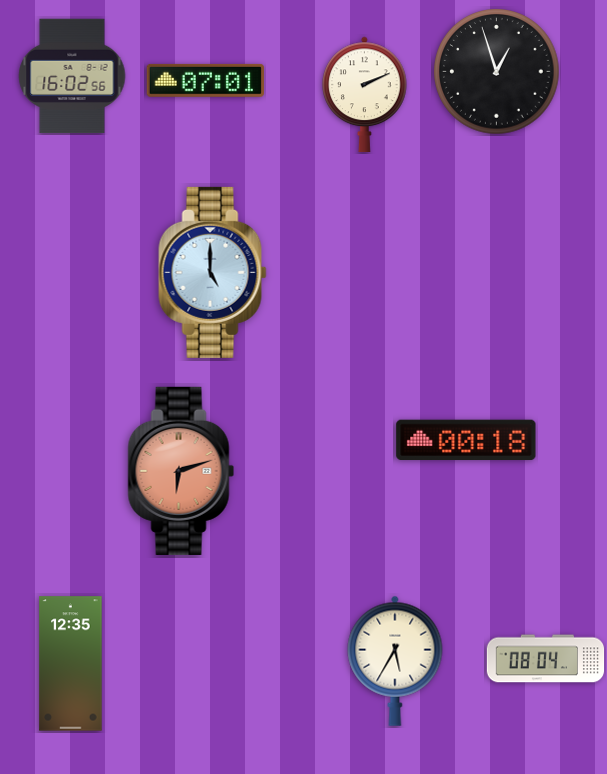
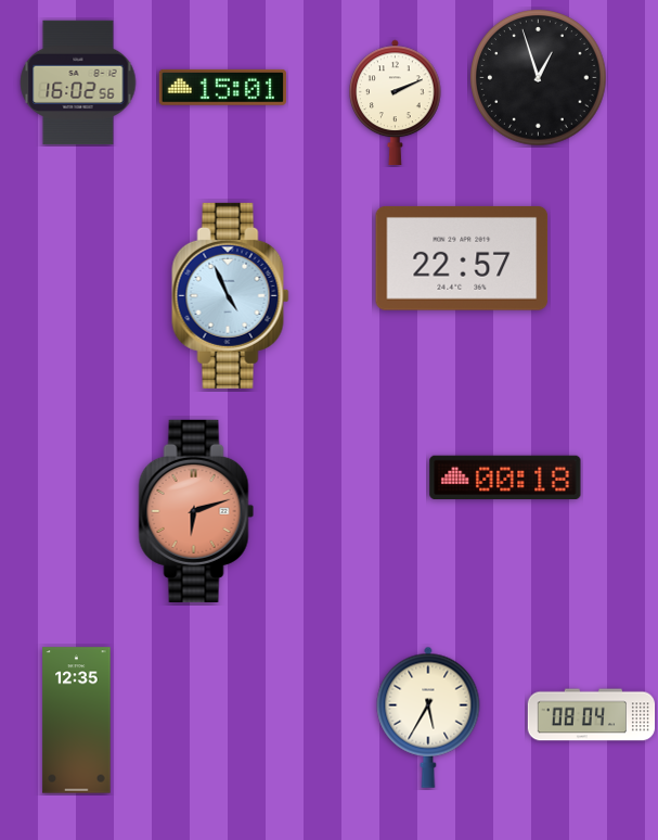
clock at (205, 80): 07:01 -> 15:01
clock at (462, 258): none -> 22:57
clock at (213, 272): 5:00 -> 4:56
